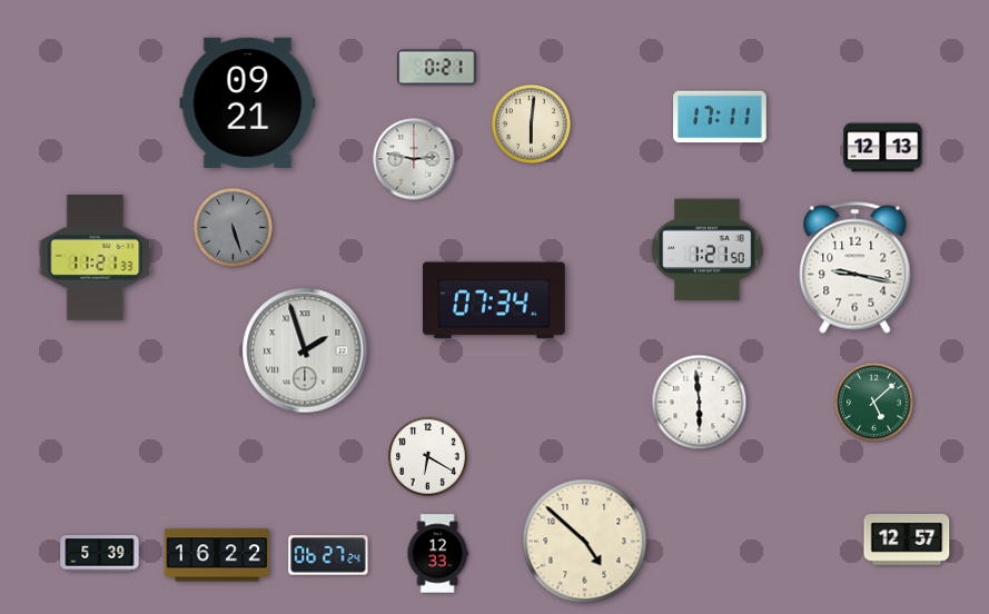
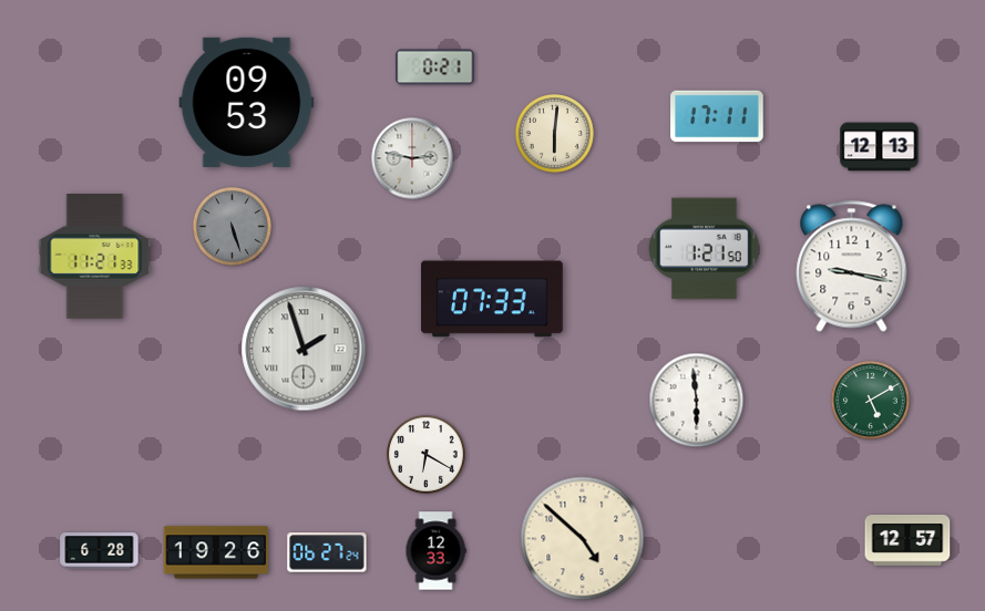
clock at (248, 102): 09:21 -> 09:53
clock at (532, 125) position: (532, 125) -> (555, 134)
clock at (495, 300): 07:34 -> 07:33
clock at (874, 403): 5:08 -> 5:10
clock at (907, 541) position: (907, 541) -> (907, 541)
clock at (100, 554): 5:39 -> 6:28
clock at (217, 555): 16:22 -> 19:26
